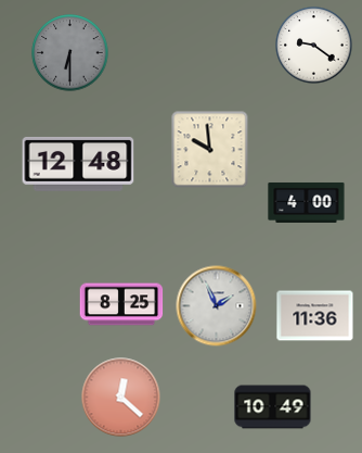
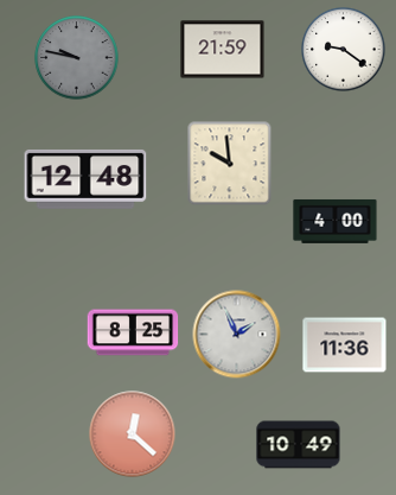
clock at (223, 50): none -> 21:59
clock at (70, 53): 6:30 -> 9:47
